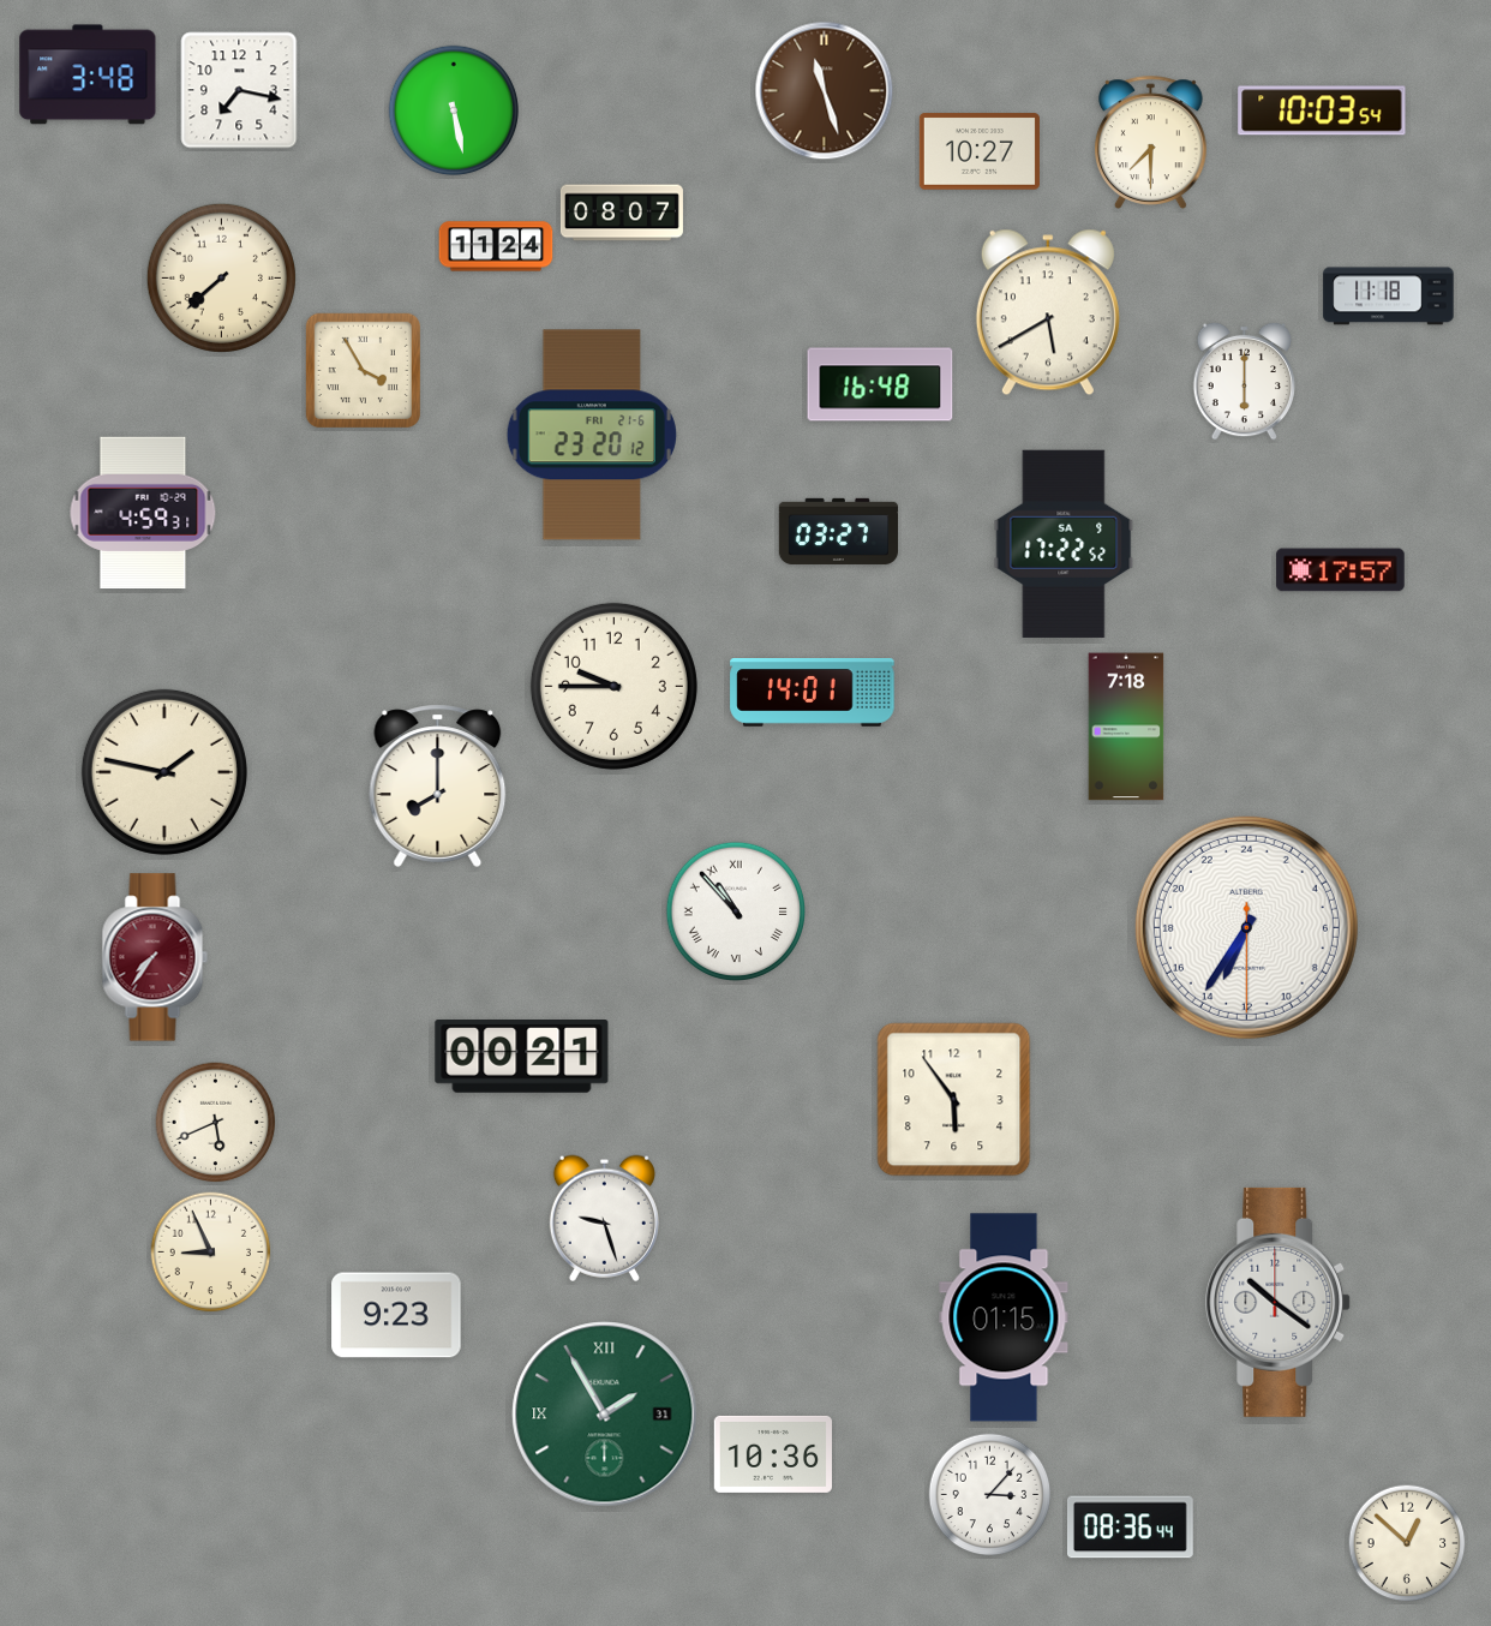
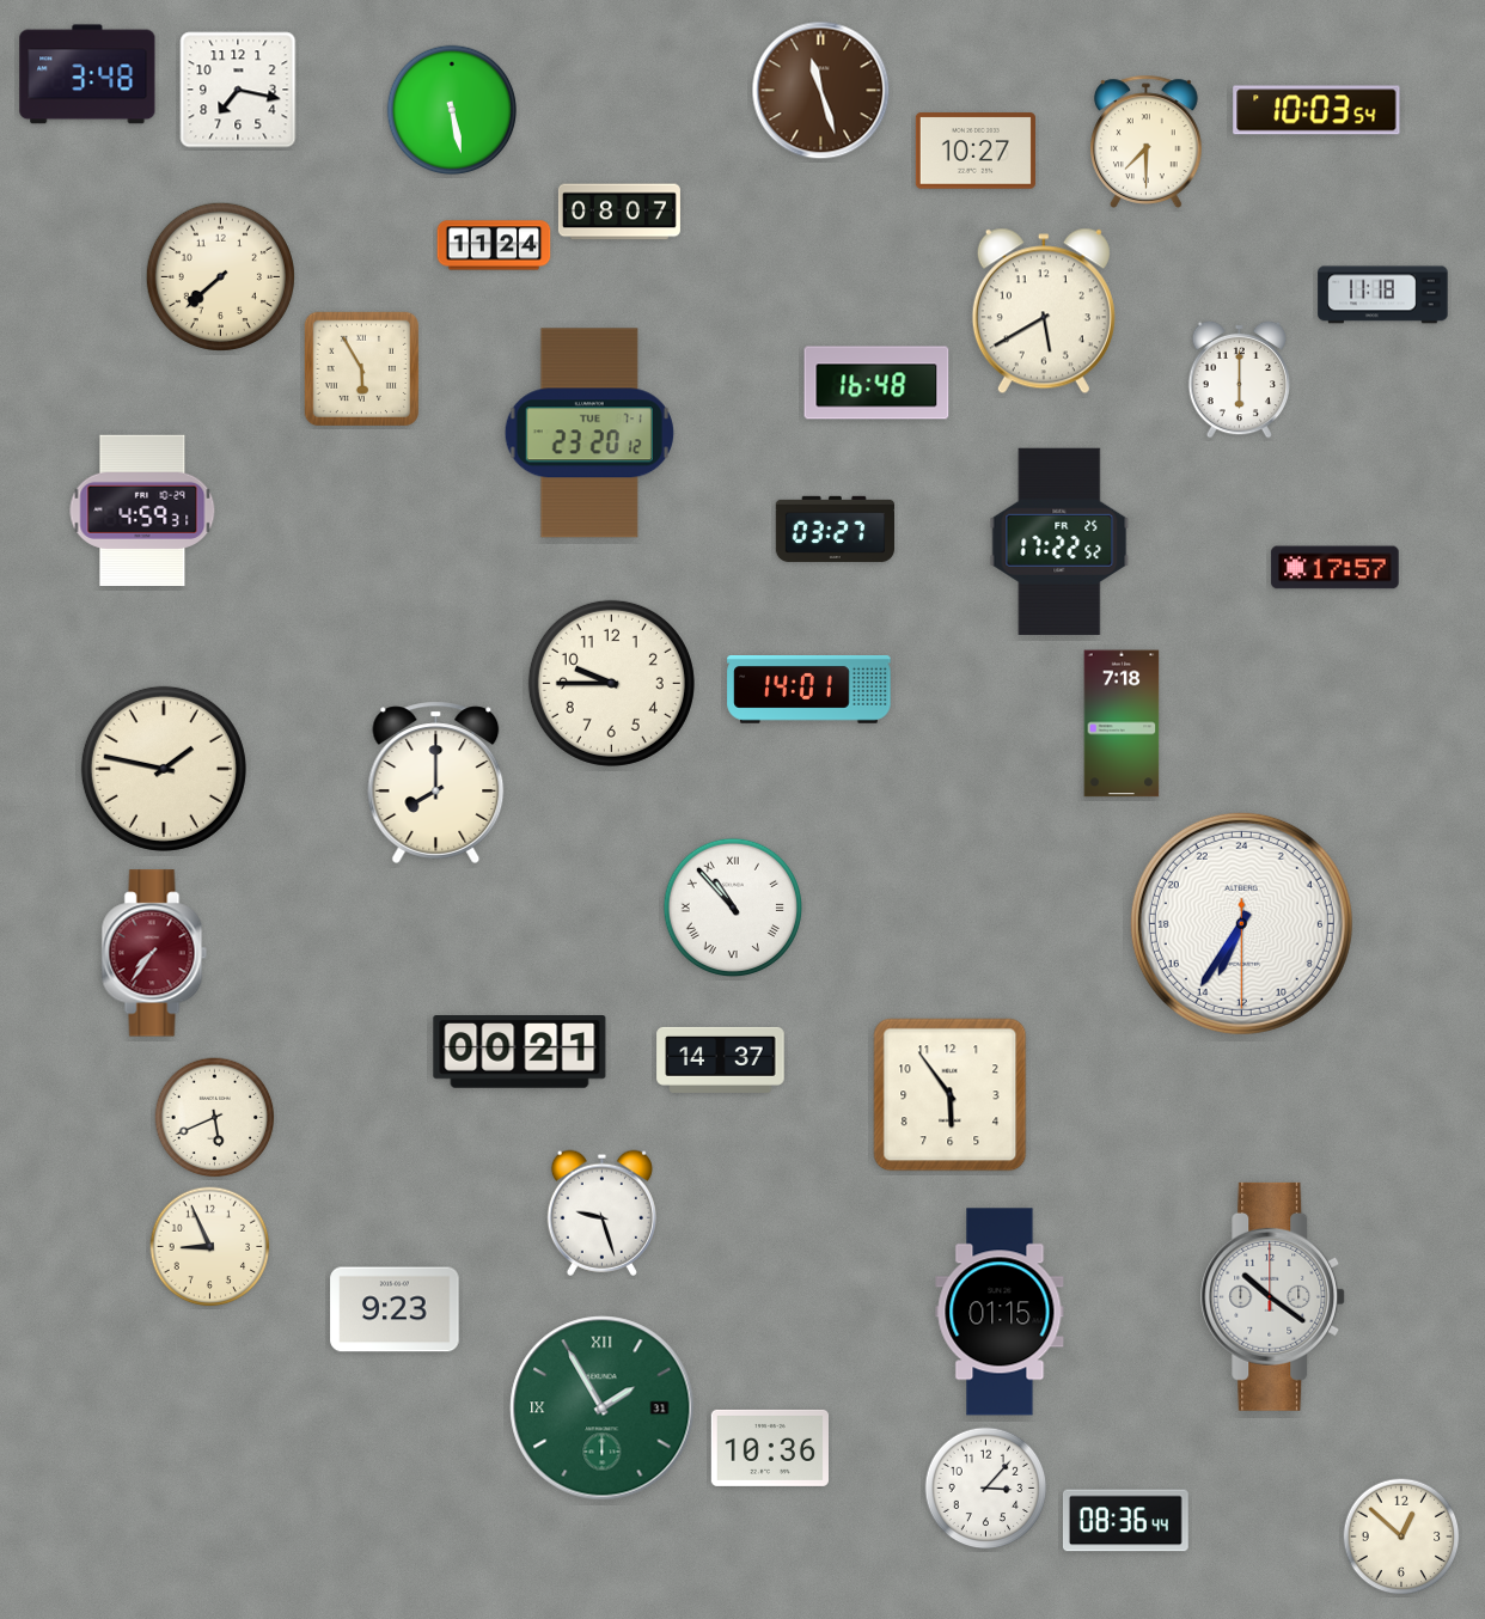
clock at (363, 370): 3:55 -> 5:55
clock at (592, 435) date: FRI 21-6 -> TUE 7-1
clock at (1064, 544) date: SA 9 -> FR 25
clock at (721, 1059): none -> 14:37
